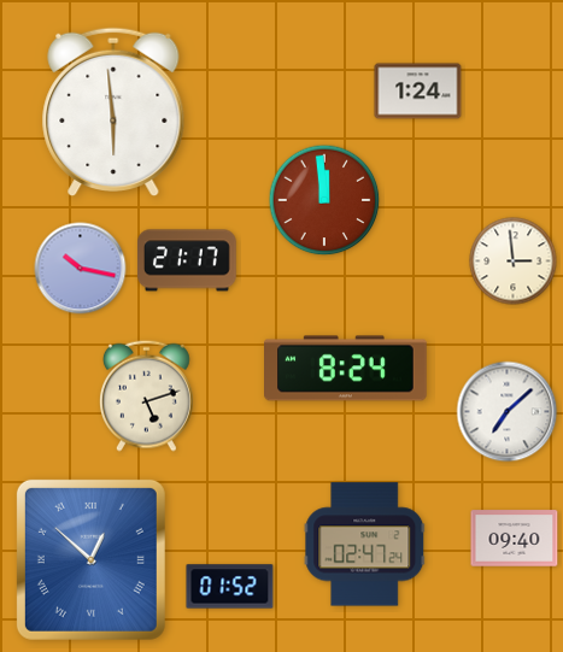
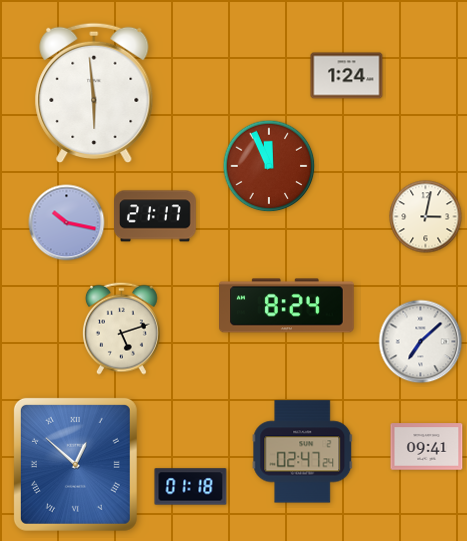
clock at (324, 200): 11:59 -> 11:56
clock at (514, 262): 2:59 -> 3:02
clock at (515, 539): 09:40 -> 09:41
clock at (230, 587): 01:52 -> 01:18
